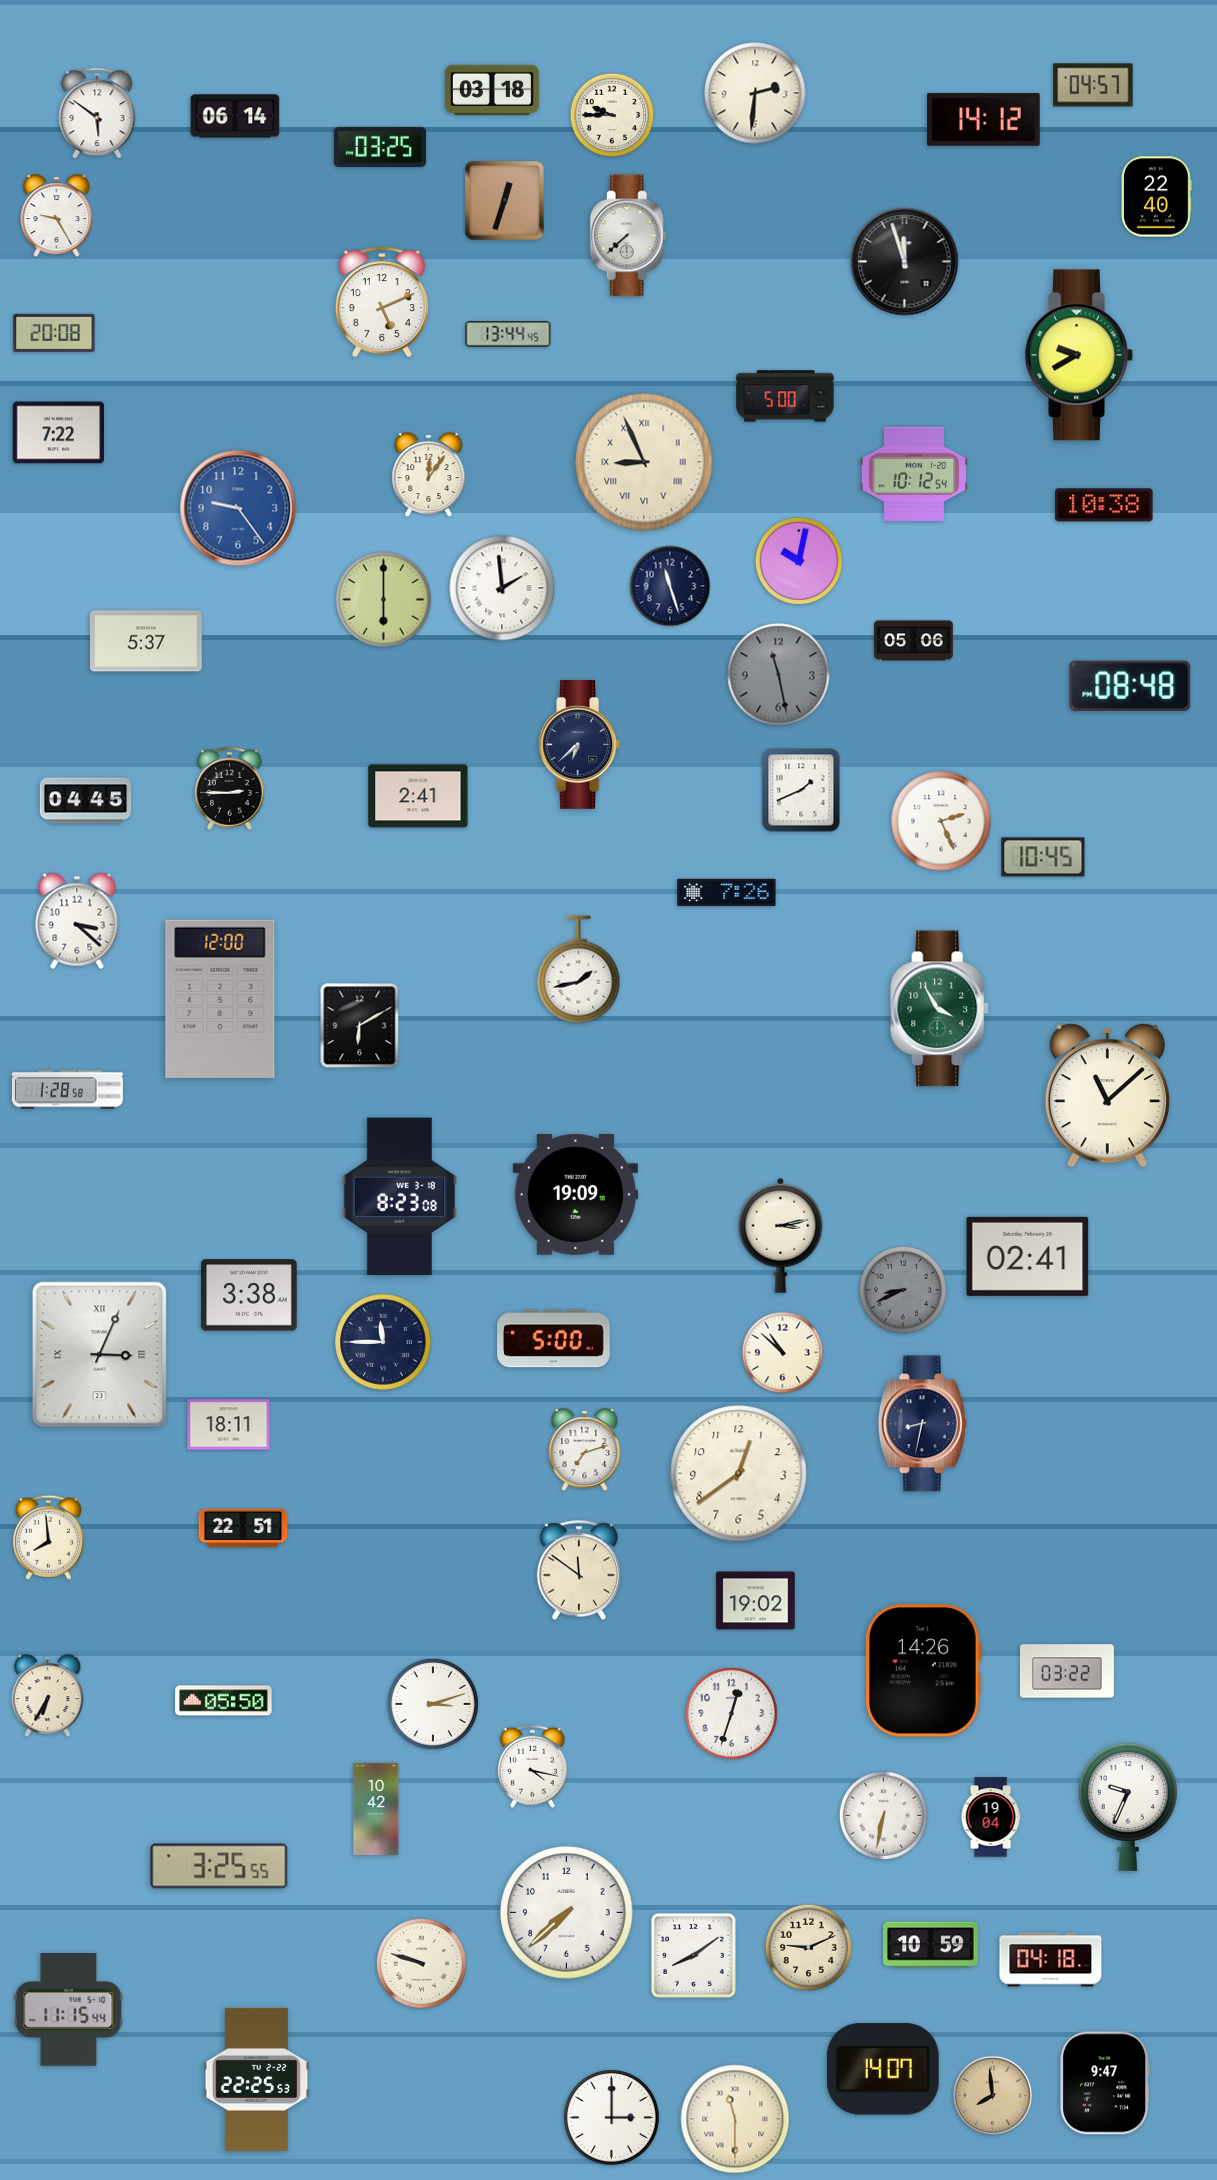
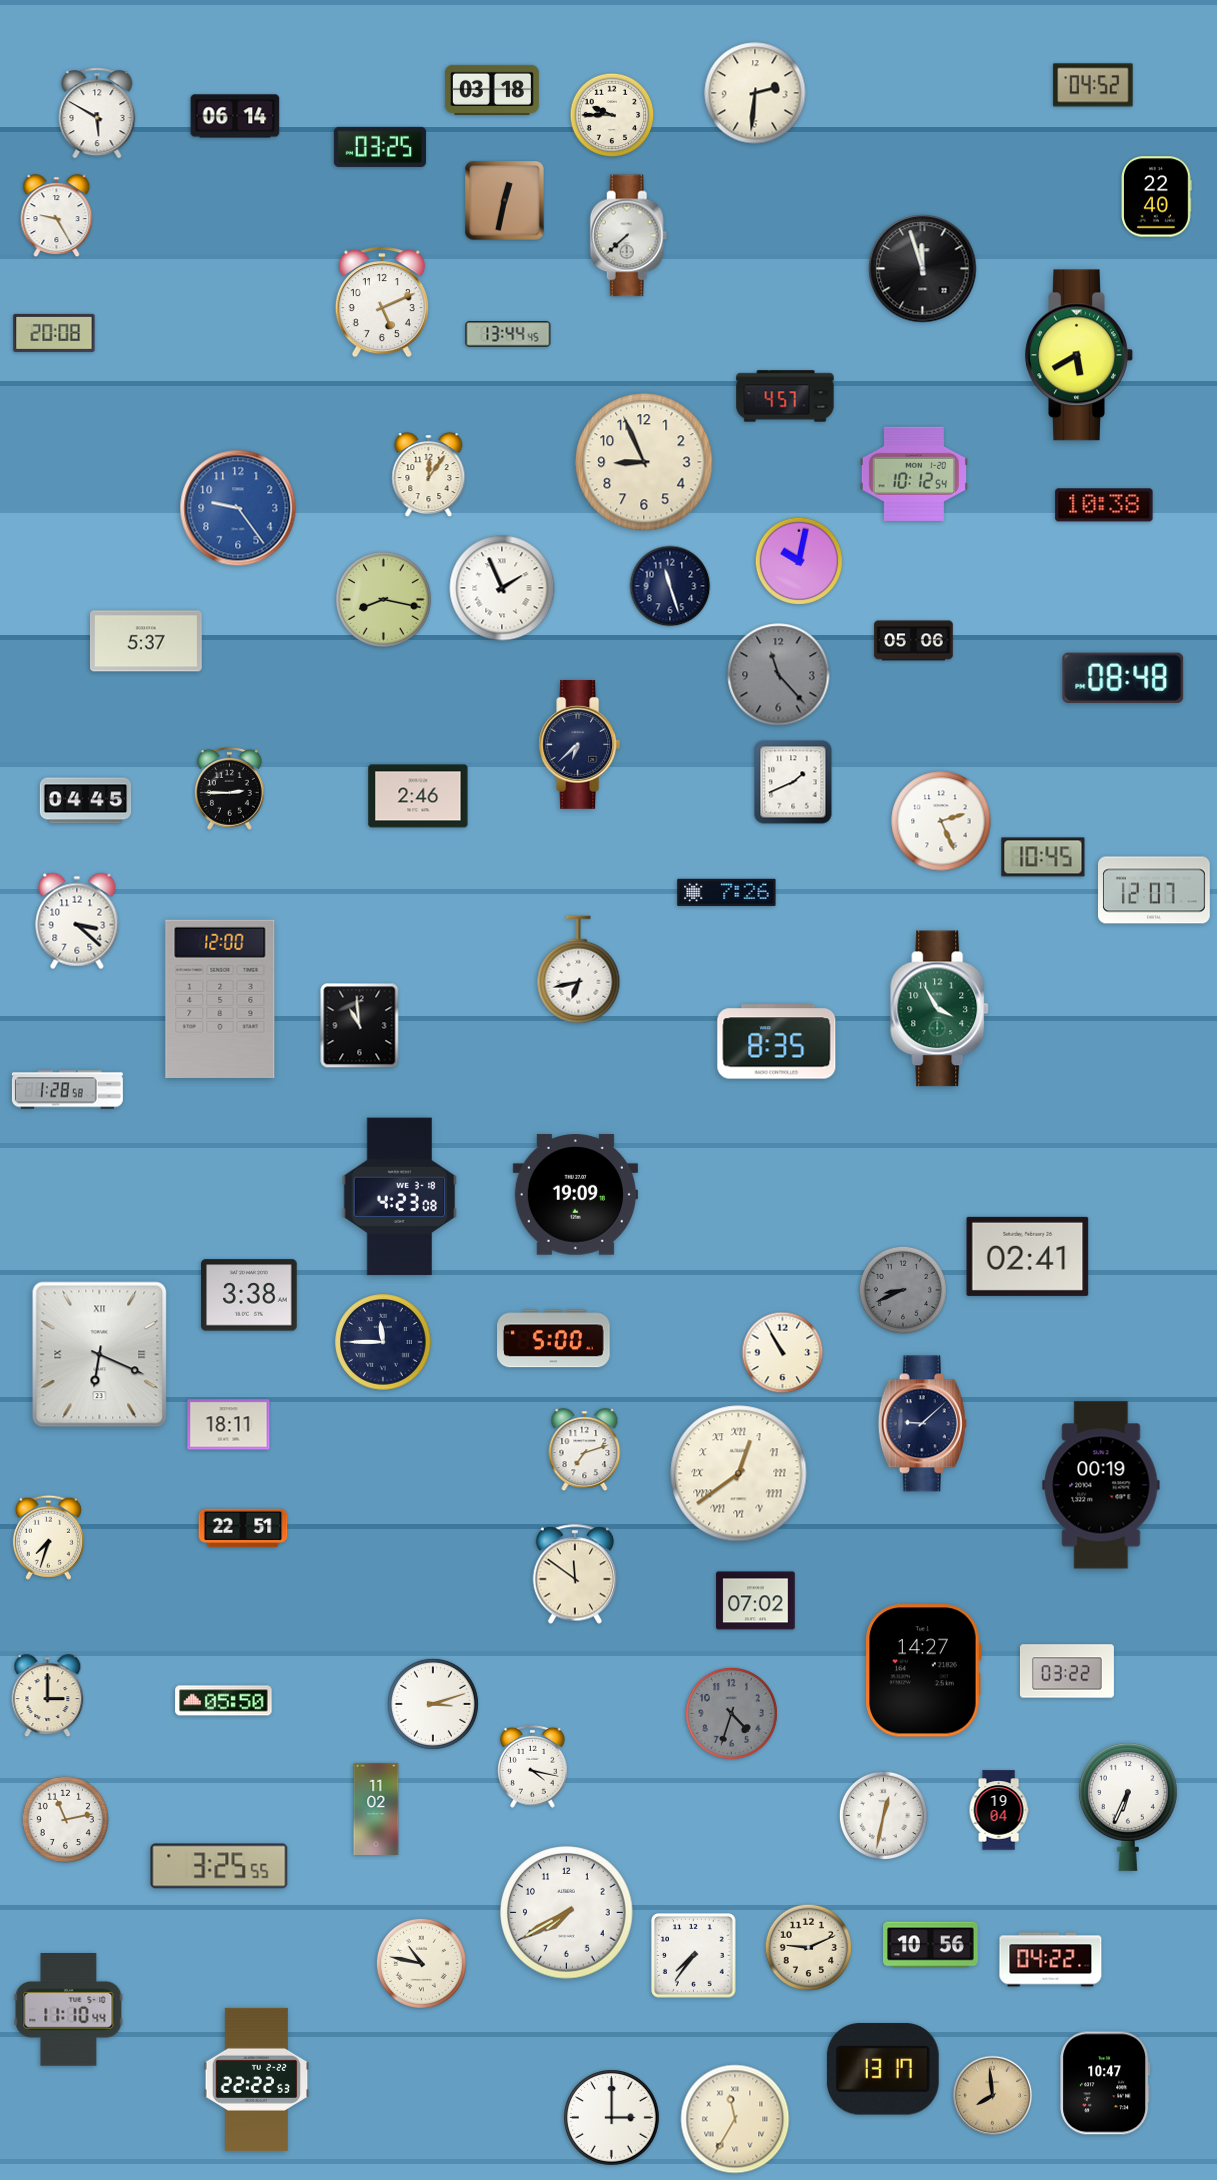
clock at (1093, 85): 04:57 -> 04:52
clock at (97, 113): 5:51 -> 5:50
clock at (984, 120): 14:12 -> none
clock at (505, 201): 12:33 -> 12:32
clock at (905, 262) position: (905, 262) -> (923, 269)
clock at (1079, 355): 9:40 -> 5:40
clock at (785, 396): 5:00 -> 4:57
clock at (58, 433): 7:22 -> none
clock at (644, 462) numerals: Roman -> Arabic
clock at (502, 588): 1:59 -> 1:56
clock at (384, 600): 6:00 -> 8:17
clock at (779, 675): 11:28 -> 11:23
clock at (1130, 686) position: (1130, 686) -> (1123, 678)
clock at (801, 790) position: (801, 790) -> (793, 782)
clock at (418, 796): 2:41 -> 2:46
clock at (1155, 890): none -> 12:07
clock at (579, 970): 1:43 -> 6:43
clock at (360, 1026): 6:10 -> 10:59
clock at (777, 1042): none -> 8:35
clock at (1107, 1096): 11:08 -> none
clock at (400, 1197): 8:23 -> 4:23
clock at (781, 1235): 3:13 -> none
clock at (783, 1353): 10:52 -> 10:55
clock at (100, 1355): 3:04 -> 6:19
clock at (922, 1424): 8:32 -> 9:08
clock at (739, 1474) numerals: Arabic -> Roman
clock at (1101, 1485): none -> 00:19
clock at (48, 1537): 7:59 -> 7:33
clock at (579, 1570) position: (579, 1570) -> (575, 1574)
clock at (756, 1601): 19:02 -> 07:02
clock at (923, 1671): 14:26 -> 14:27
clock at (48, 1696): 6:35 -> 3:00
clock at (731, 1713): 12:33 -> 4:33
clock at (731, 1713) dial: white -> grey
clock at (1128, 1806): 9:34 -> 6:34
clock at (376, 1808): 10:42 -> 11:02
clock at (883, 1815): 6:32 -> 12:32
clock at (991, 1817) position: (991, 1817) -> (999, 1810)
clock at (65, 1819): none -> 11:13
clock at (567, 1913): 7:38 -> 7:40
clock at (931, 1945): 10:59 -> 10:56
clock at (694, 1956): 8:09 -> 7:36
clock at (1051, 1960): 04:18 -> 04:22
clock at (421, 1963): 9:48 -> 10:47
clock at (69, 2010): 11:15 -> 11:10
clock at (883, 2069): 14:07 -> 13:17
clock at (257, 2079): 22:25 -> 22:22
clock at (1105, 2083): 9:47 -> 10:47
clock at (735, 2119): 11:30 -> 11:35
